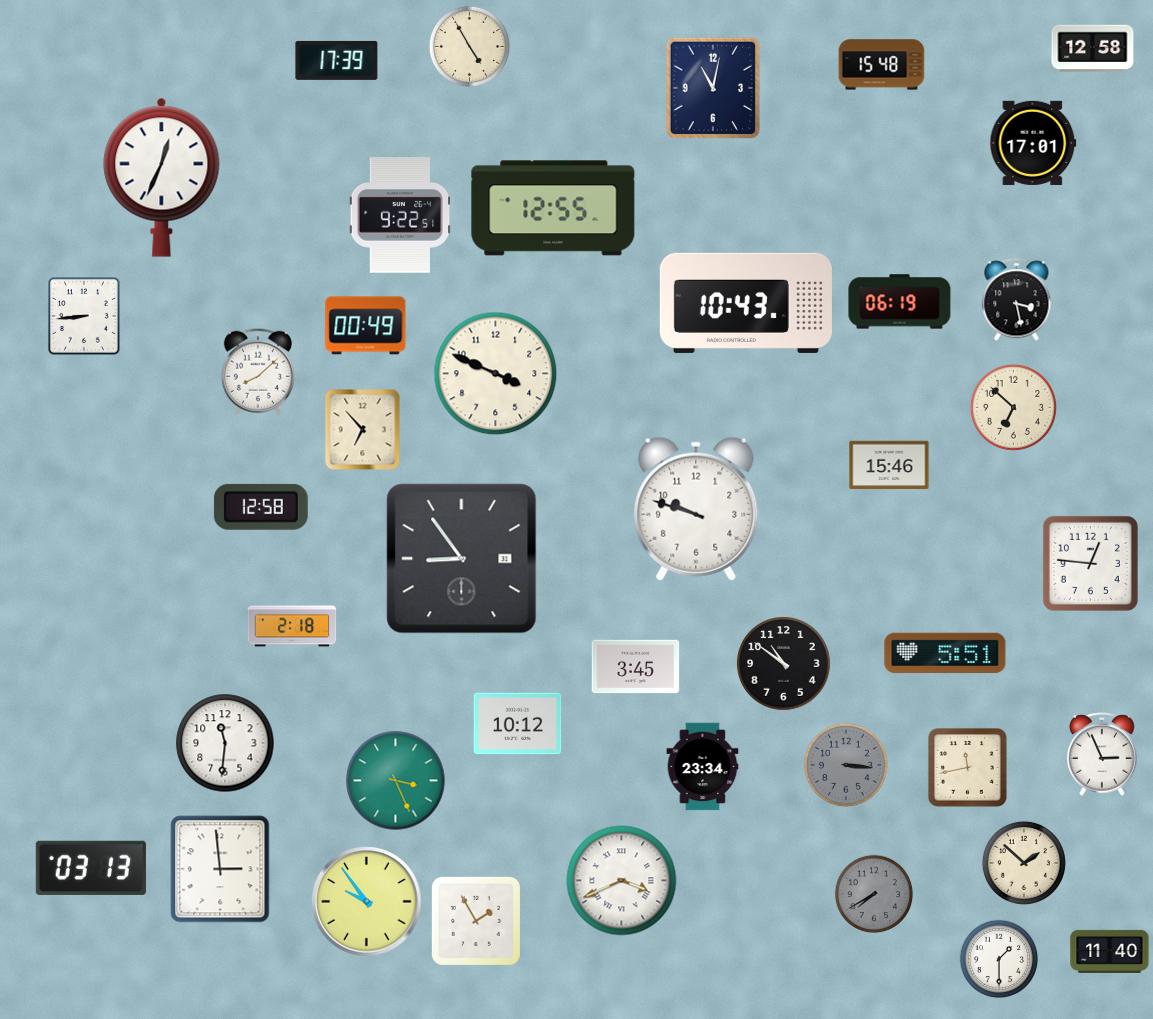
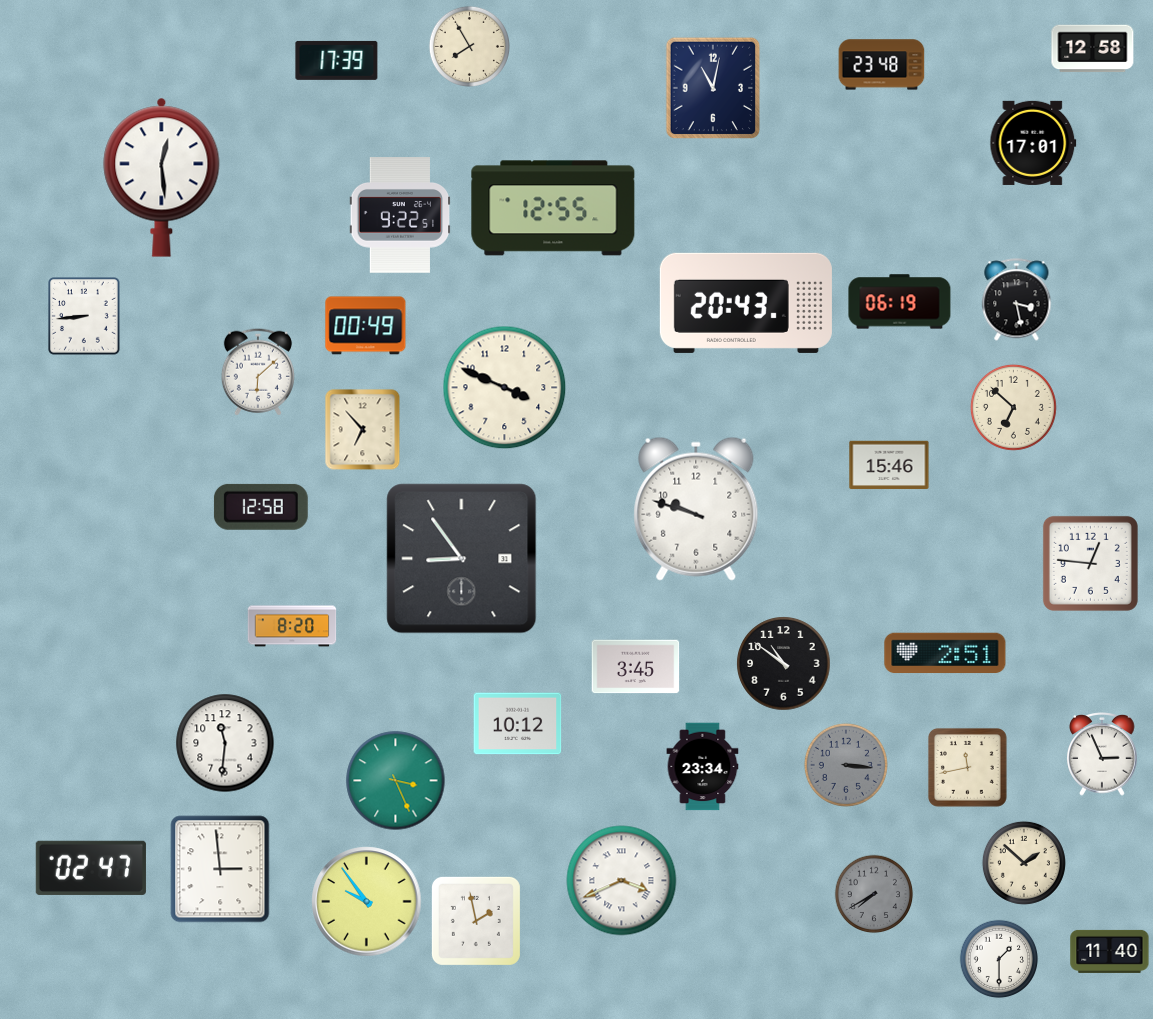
clock at (469, 46): 4:55 -> 7:55
clock at (882, 65): 15:48 -> 23:48
clock at (162, 177): 12:34 -> 12:29
clock at (746, 303): 10:43 -> 20:43
clock at (258, 372): 8:08 -> 6:08
clock at (496, 374) position: (496, 374) -> (505, 388)
clock at (292, 626): 2:18 -> 8:20
clock at (945, 653): 5:51 -> 2:51
clock at (91, 868): 03:13 -> 02:47
clock at (476, 921): 1:55 -> 1:58
